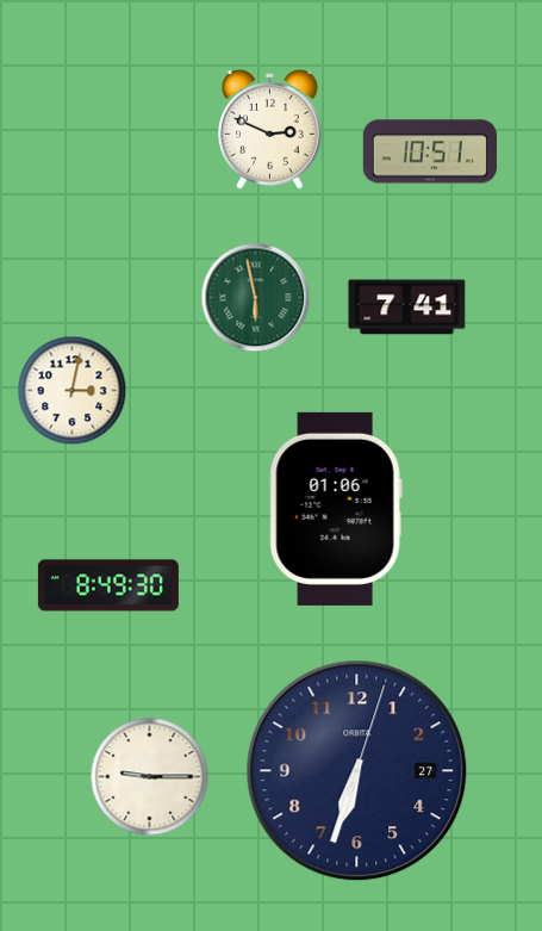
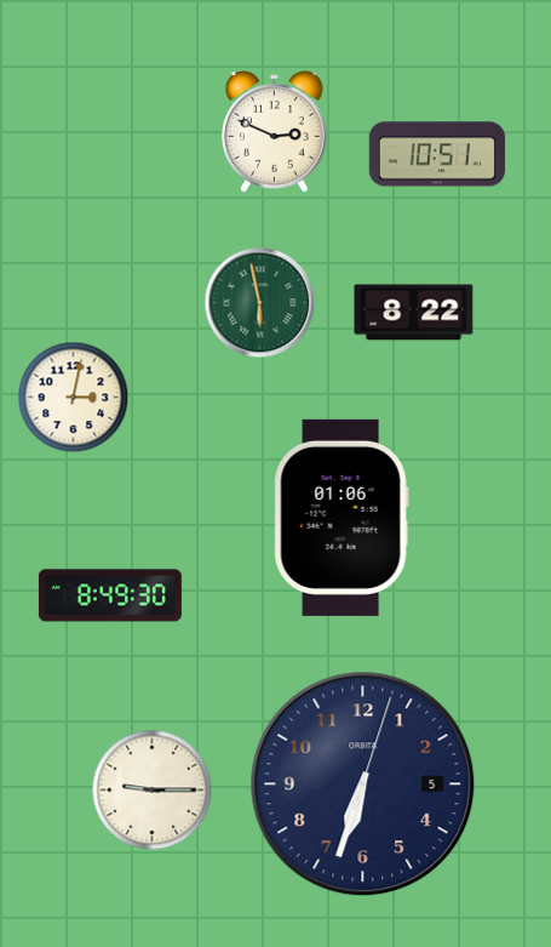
clock at (407, 308): 7:41 -> 8:22
clock at (357, 771) date: 27 -> 5
